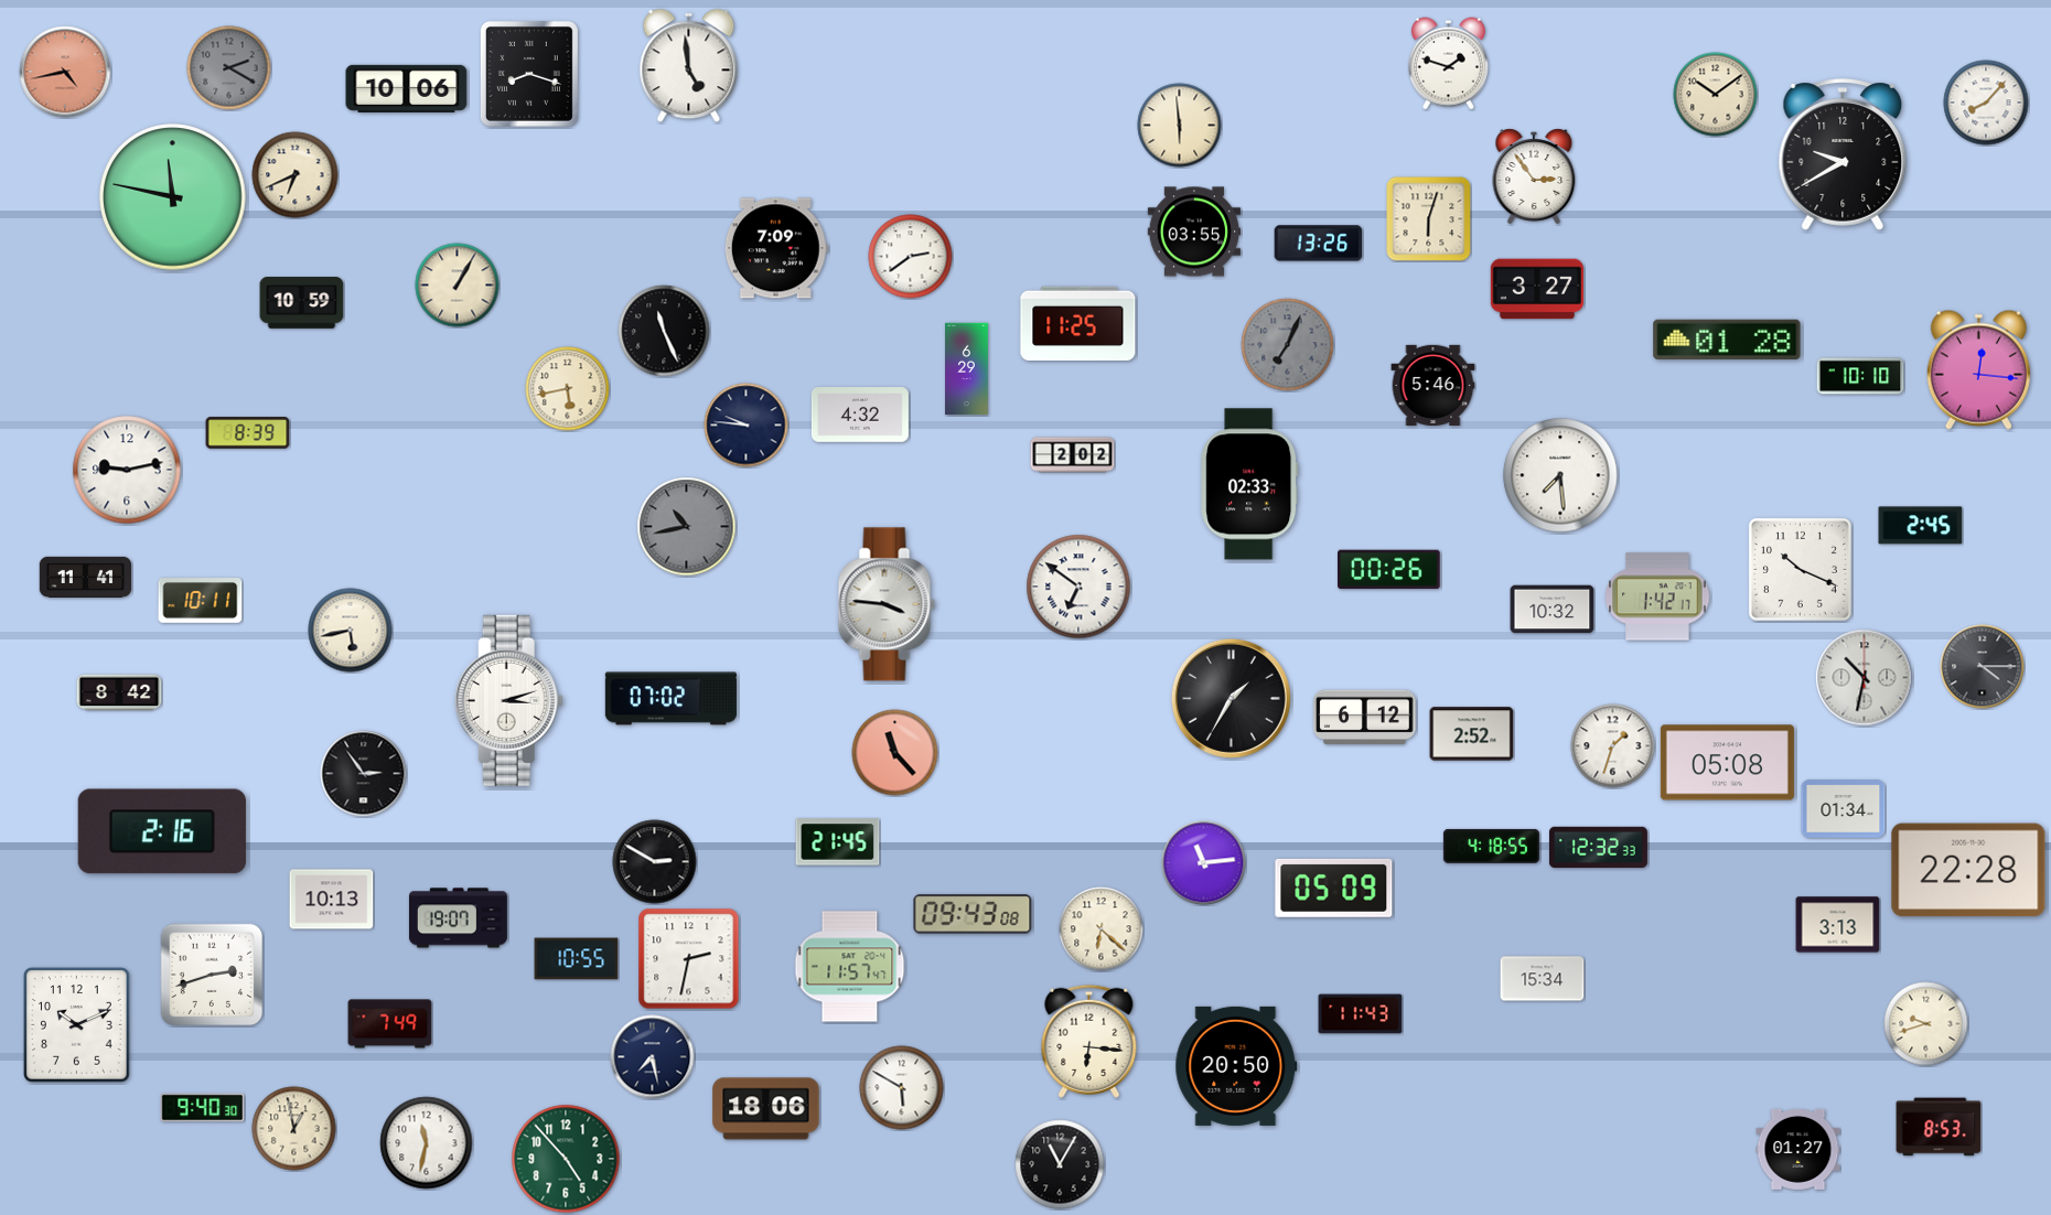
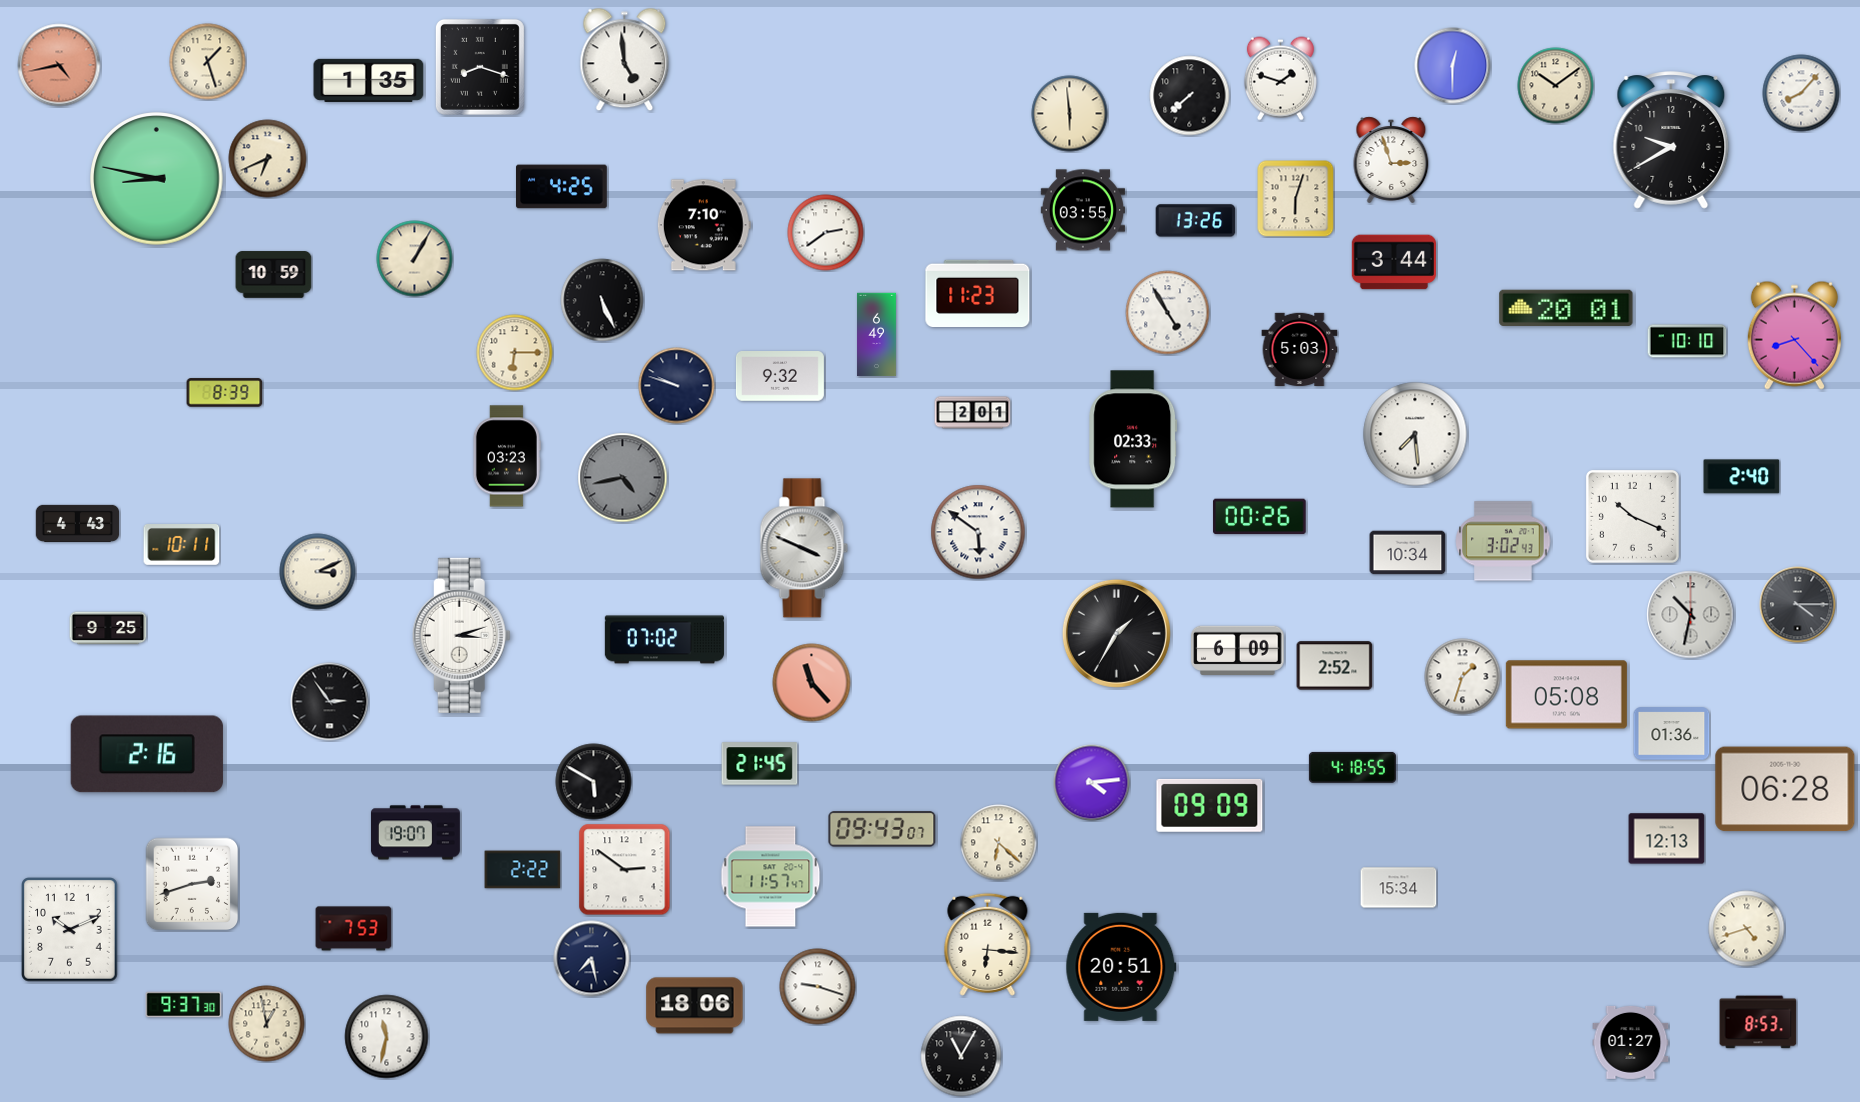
clock at (1448, 64) position: (1448, 64) -> (1280, 79)
clock at (229, 68): 2:20 -> 1:27
clock at (229, 68) dial: grey -> cream
clock at (1453, 66): none -> 12:30
clock at (407, 88): 10:06 -> 1:35
clock at (1190, 96): none -> 7:38
clock at (1534, 176): 2:54 -> 2:57
clock at (173, 197): 11:47 -> 8:47
clock at (562, 187): none -> 4:25
clock at (776, 248): 7:09 -> 7:10
clock at (1537, 289): 3:27 -> 3:44
clock at (1078, 323): 11:25 -> 11:23
clock at (664, 331): 11:26 -> 5:26
clock at (1727, 340): 01:28 -> 20:01
clock at (1288, 345): 7:04 -> 4:55
clock at (1288, 345) dial: grey -> white
clock at (967, 369): 6:29 -> 6:49
clock at (1978, 369): 12:16 -> 8:23
clock at (1433, 385): 5:46 -> 5:03
clock at (568, 389): 5:43 -> 6:15
clock at (860, 416): 4:32 -> 9:32
clock at (747, 426): 9:46 -> 9:48
clock at (1073, 455): 2:02 -> 2:01
clock at (127, 470): 9:13 -> none
clock at (1560, 475) position: (1560, 475) -> (1415, 434)
clock at (507, 456): none -> 03:23
clock at (1921, 526): 2:45 -> 2:40
clock at (687, 527): 10:43 -> 4:43
clock at (86, 577): 11:41 -> 4:43
clock at (1078, 587): 6:51 -> 5:51
clock at (1657, 596): 1:42 -> 3:02
clock at (887, 604): 3:46 -> 3:49
clock at (1553, 610): 10:32 -> 10:34
clock at (351, 631): 5:43 -> 3:11
clock at (119, 692): 8:42 -> 9:25
clock at (670, 699) position: (670, 699) -> (664, 640)
clock at (1365, 717): 6:12 -> 6:09
clock at (1727, 763) position: (1727, 763) -> (1566, 695)
clock at (1844, 809): 01:34 -> 01:36
clock at (1598, 848): 12:32 -> none
clock at (655, 862): 2:50 -> 5:50
clock at (1204, 863): 11:14 -> 4:14
clock at (1968, 870): 22:28 -> 06:28
clock at (1334, 888): 05:09 -> 09:09
clock at (332, 900): 10:13 -> none
clock at (973, 914): 09:43:08 -> 09:43:07
clock at (1838, 925): 3:13 -> 12:13
clock at (577, 959): 10:55 -> 2:22
clock at (689, 959): 2:32 -> 2:51
clock at (1361, 1014): 11:43 -> none
clock at (390, 1024): 7:49 -> 7:53
clock at (1926, 1024): 9:42 -> 4:42
clock at (1236, 1066): 20:50 -> 20:51
clock at (902, 1088): 5:50 -> 9:18
clock at (203, 1108): 9:40 -> 9:37
clock at (566, 1159): 4:53 -> none
